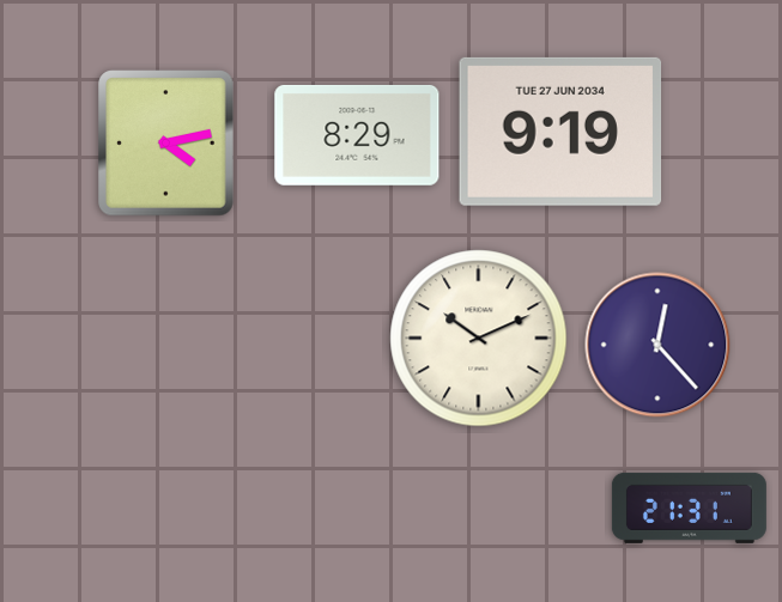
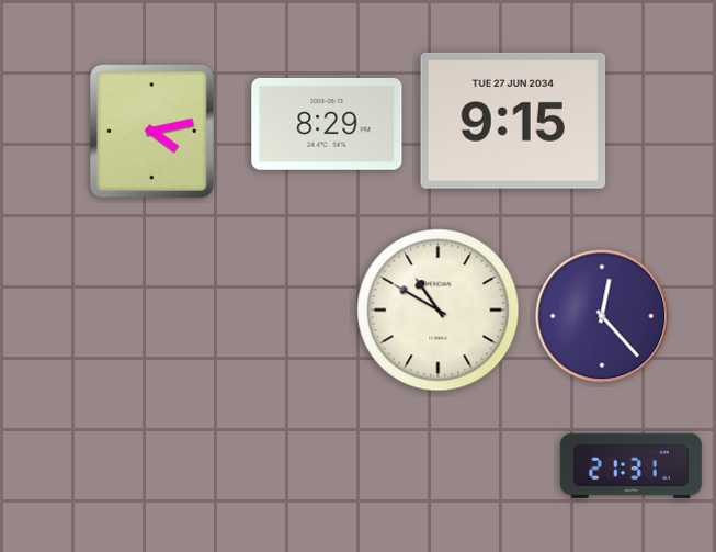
clock at (560, 132): 9:19 -> 9:15
clock at (479, 339): 10:11 -> 10:50
